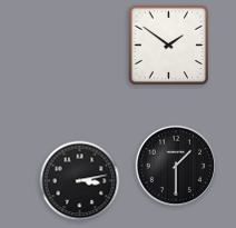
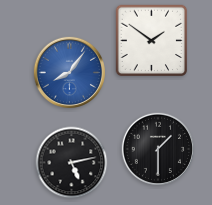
clock at (69, 72): none -> 8:06
clock at (80, 181): 3:13 -> 5:13
